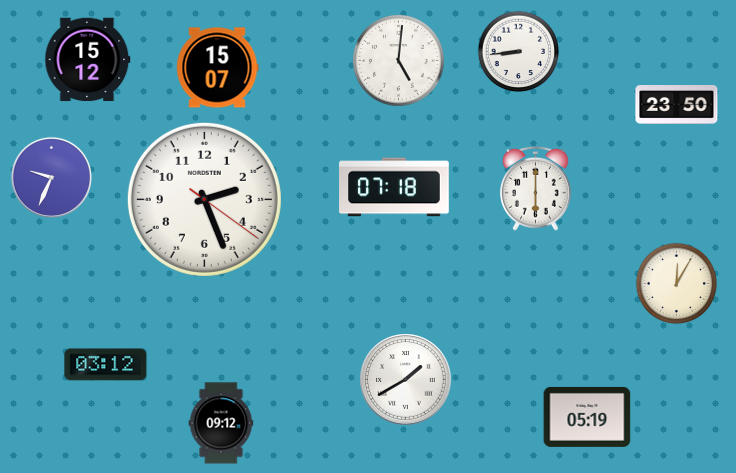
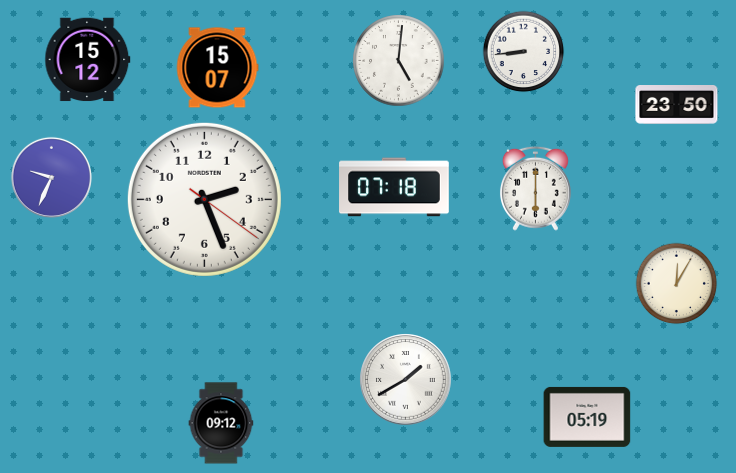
clock at (519, 52) position: (519, 52) -> (524, 52)
clock at (106, 365): 03:12 -> none
